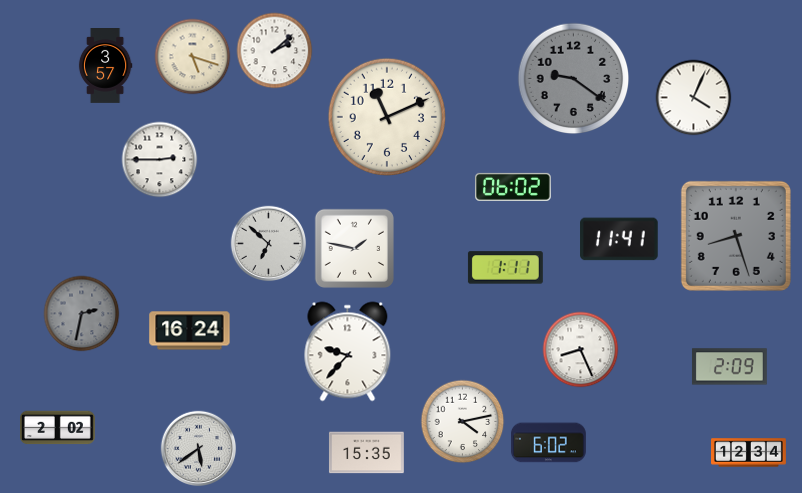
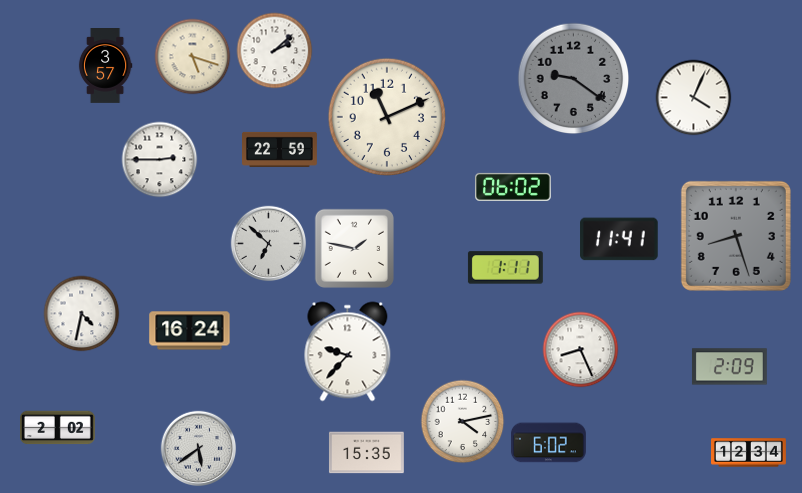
clock at (280, 149): none -> 22:59
clock at (82, 314): 2:32 -> 4:32
clock at (82, 314) dial: grey -> white
